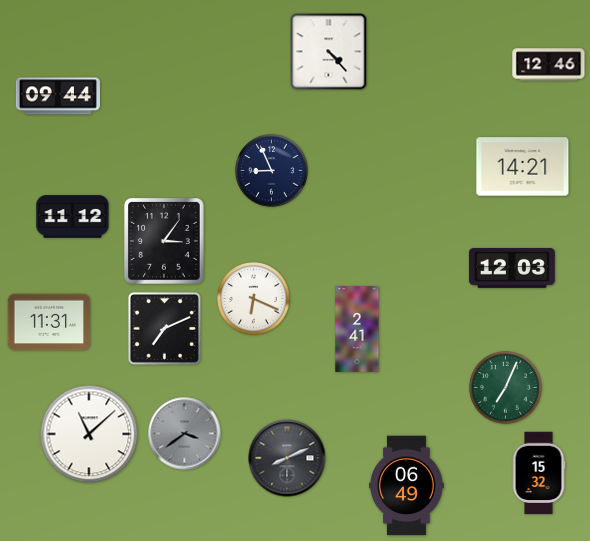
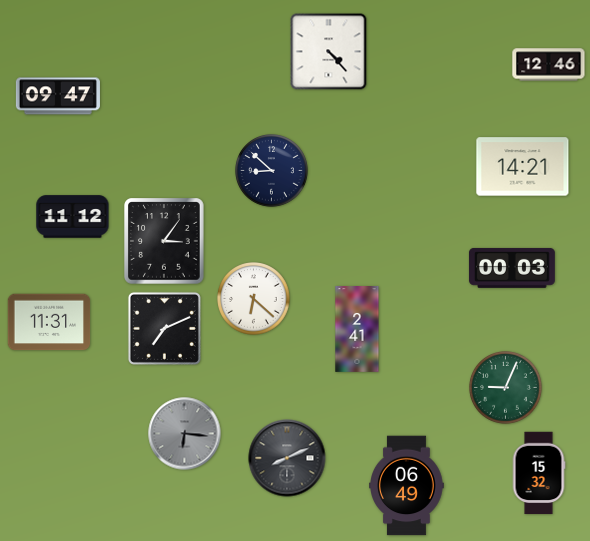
clock at (58, 96): 09:44 -> 09:47
clock at (272, 171): 8:56 -> 8:52
clock at (512, 268): 12:03 -> 00:03
clock at (254, 299): 6:19 -> 6:22
clock at (506, 388): 7:04 -> 9:04
clock at (89, 434): 11:08 -> none
clock at (185, 434): 3:39 -> 6:16
